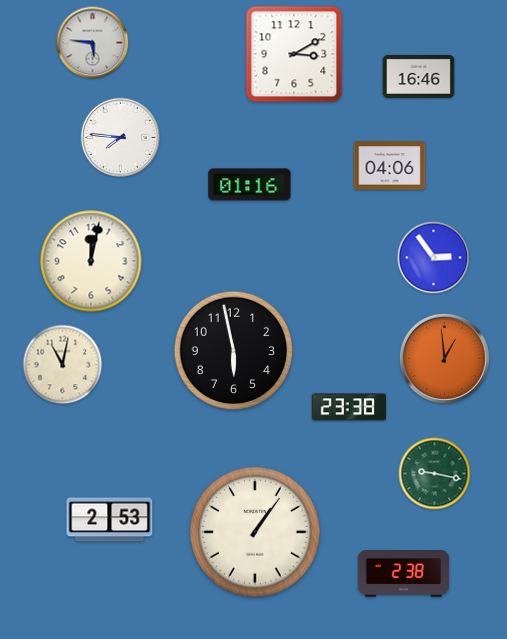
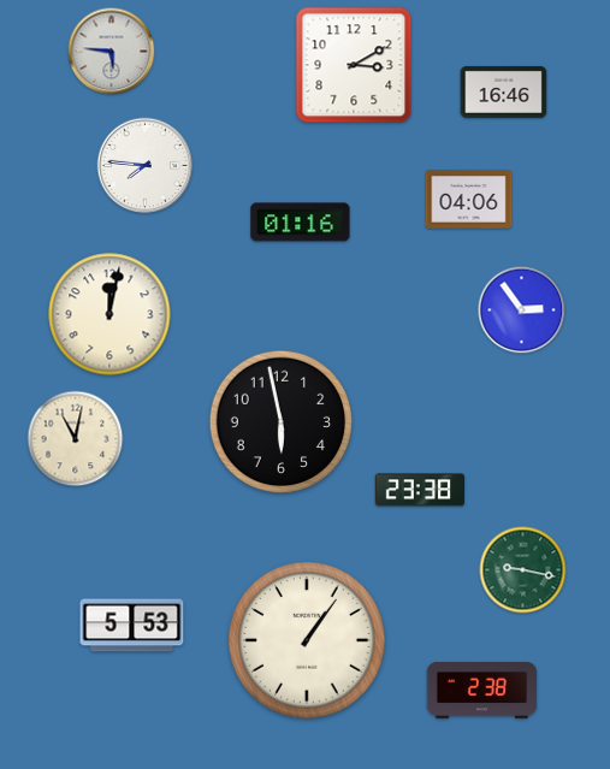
clock at (444, 358): 12:59 -> none
clock at (110, 520): 2:53 -> 5:53
clock at (404, 574) position: (404, 574) -> (482, 691)
